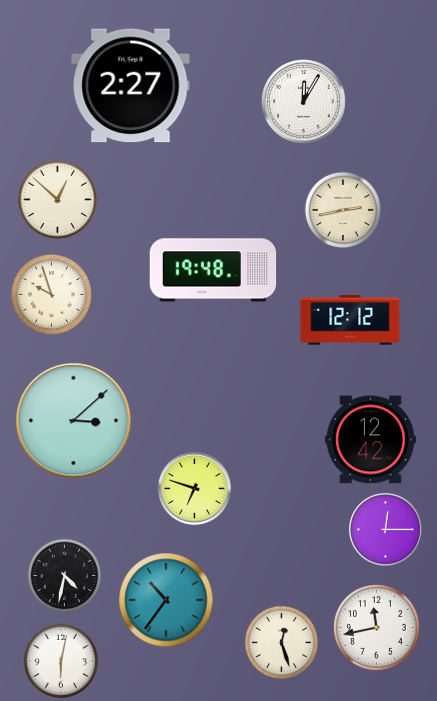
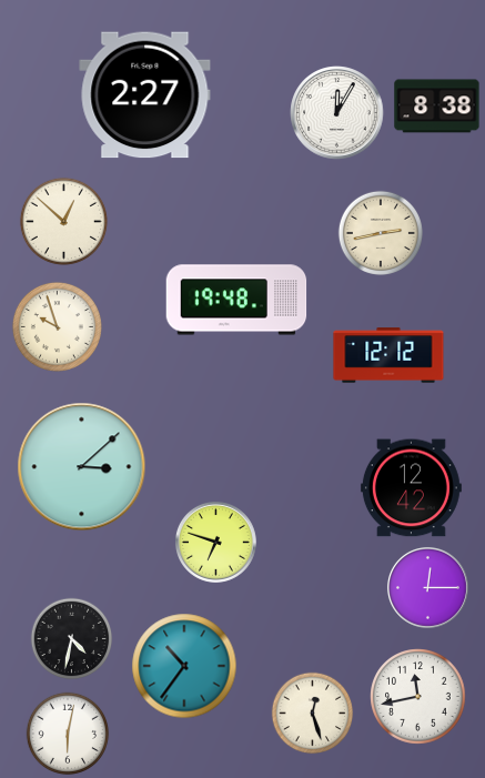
clock at (437, 107): none -> 8:38
